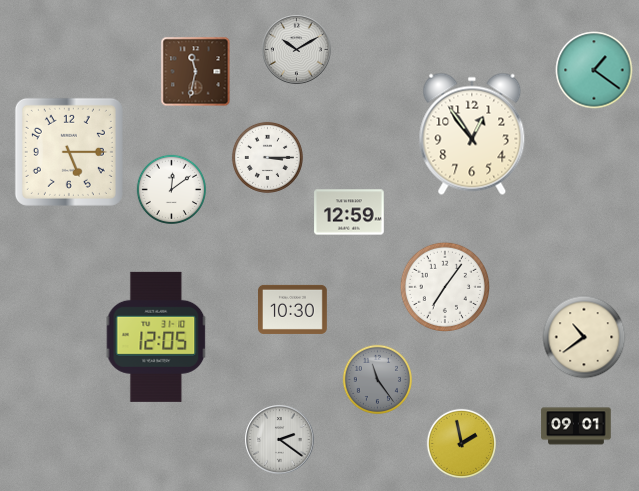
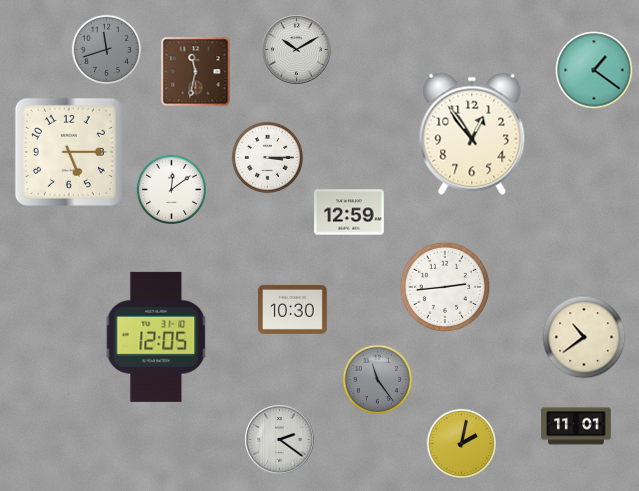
clock at (106, 49): none -> 11:42
clock at (444, 286): 7:06 -> 2:44
clock at (576, 426): 09:01 -> 11:01
clock at (461, 443): 1:58 -> 2:02
